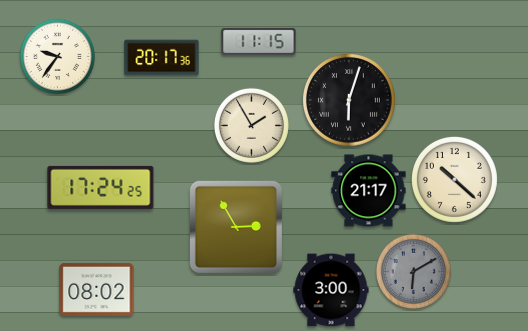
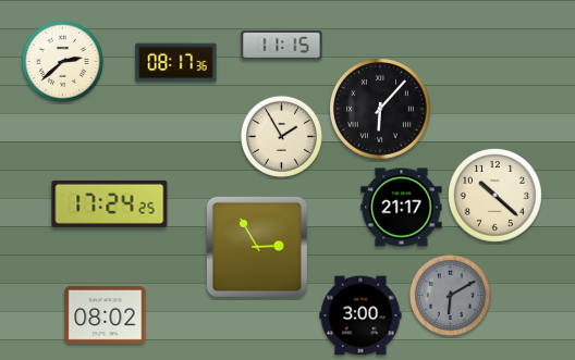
clock at (57, 56): 9:36 -> 2:38
clock at (162, 58): 20:17 -> 08:17
clock at (350, 101): 6:03 -> 6:07
clock at (251, 125) position: (251, 125) -> (281, 136)
